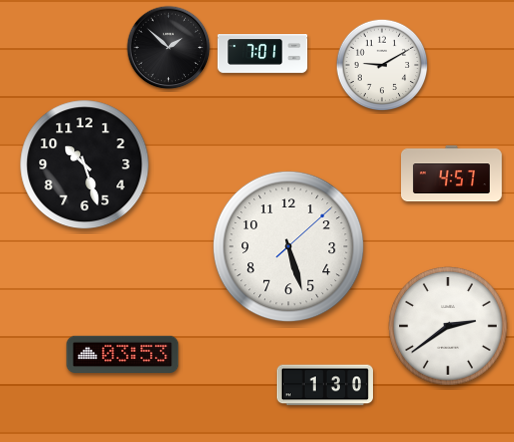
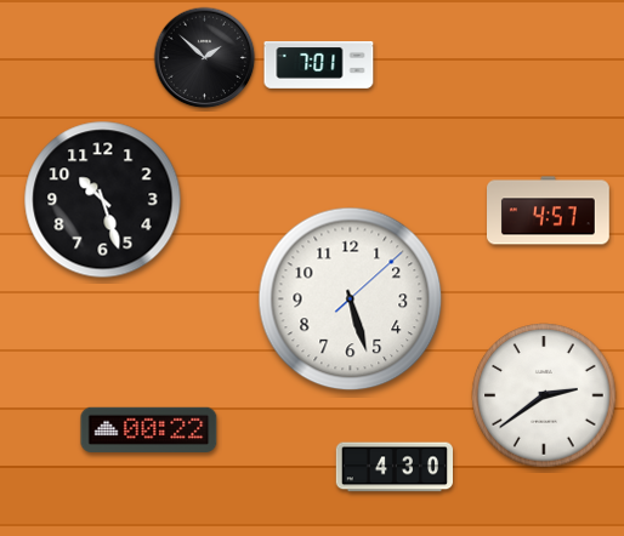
clock at (382, 65): 9:10 -> none
clock at (123, 354): 03:53 -> 00:22
clock at (324, 385): 1:30 -> 4:30
